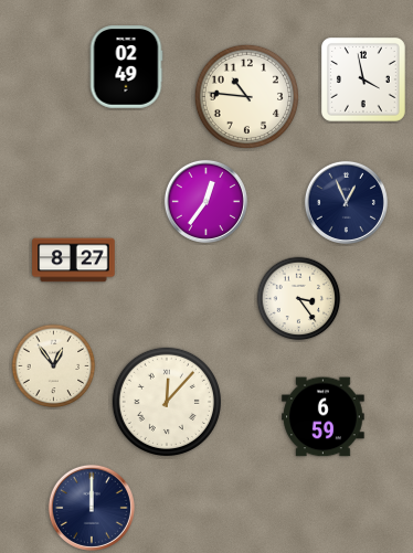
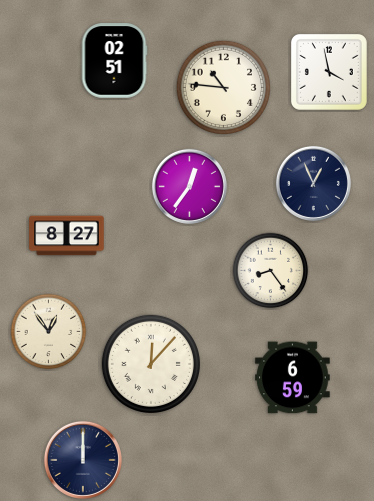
clock at (126, 67): 02:49 -> 02:51
clock at (205, 201) position: (205, 201) -> (189, 186)
clock at (299, 299): 3:24 -> 8:24
